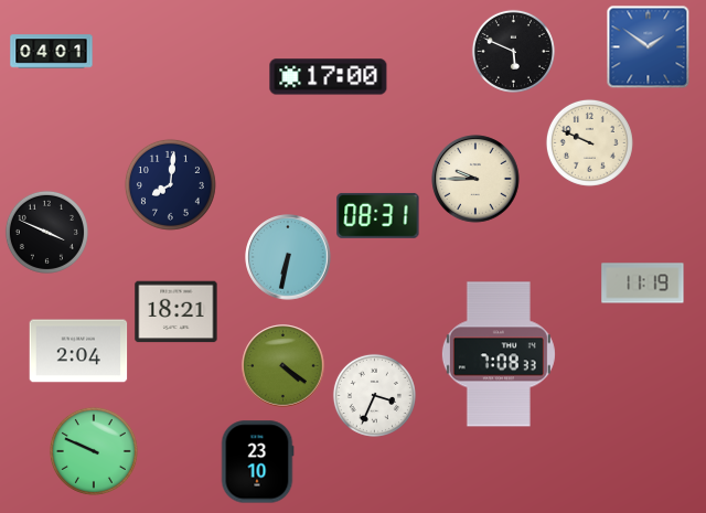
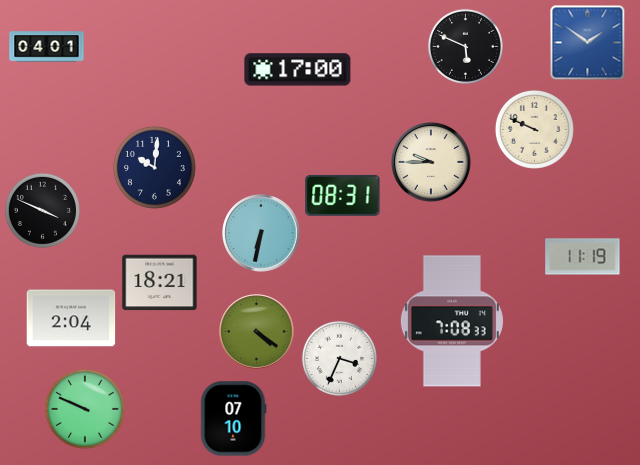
clock at (170, 184): 8:01 -> 10:01
clock at (257, 462): 23:10 -> 07:10
